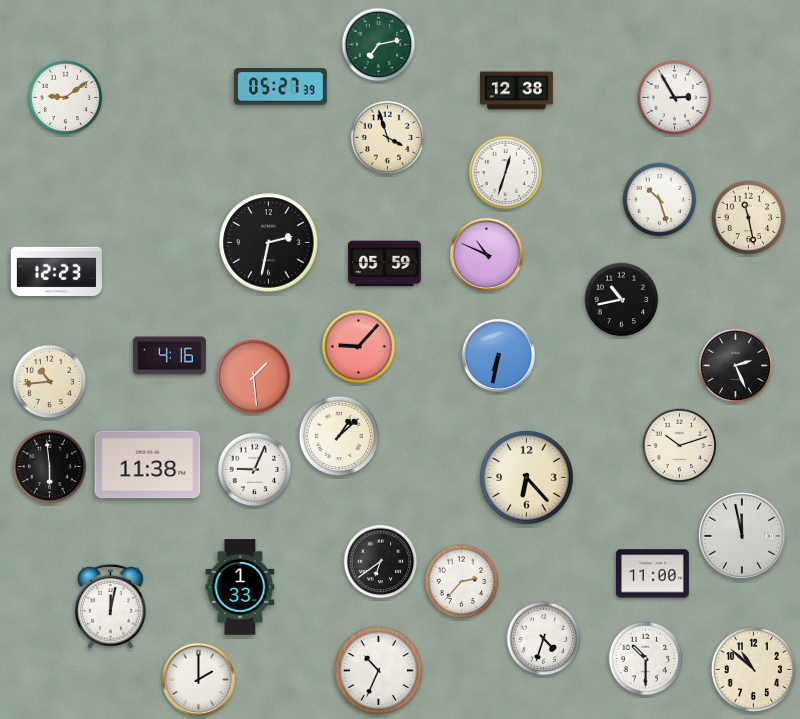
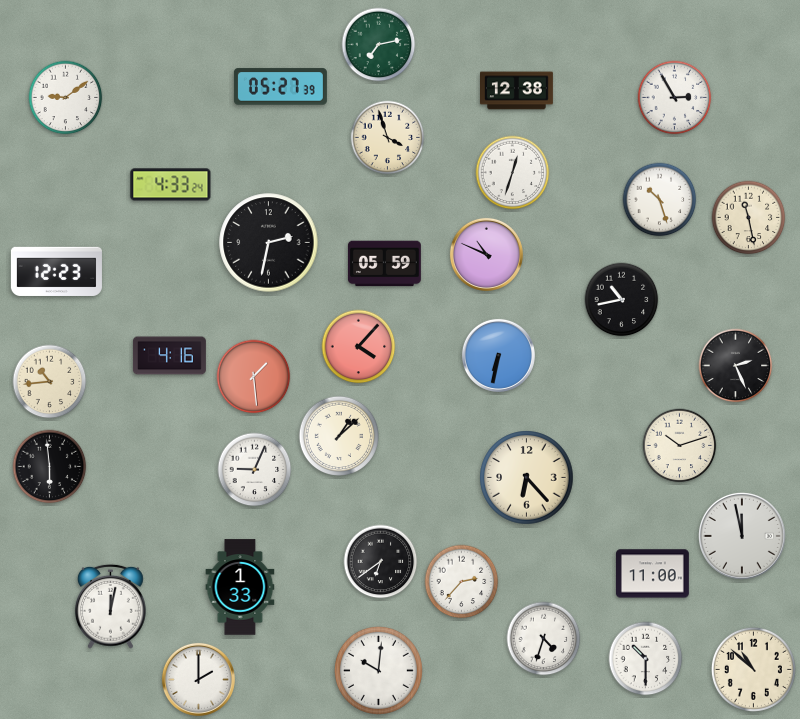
clock at (506, 173) position: (506, 173) -> (513, 173)
clock at (171, 185): none -> 4:33
clock at (359, 347): 9:07 -> 4:07
clock at (148, 465): 11:38 -> none
clock at (378, 670): 10:34 -> 10:01
